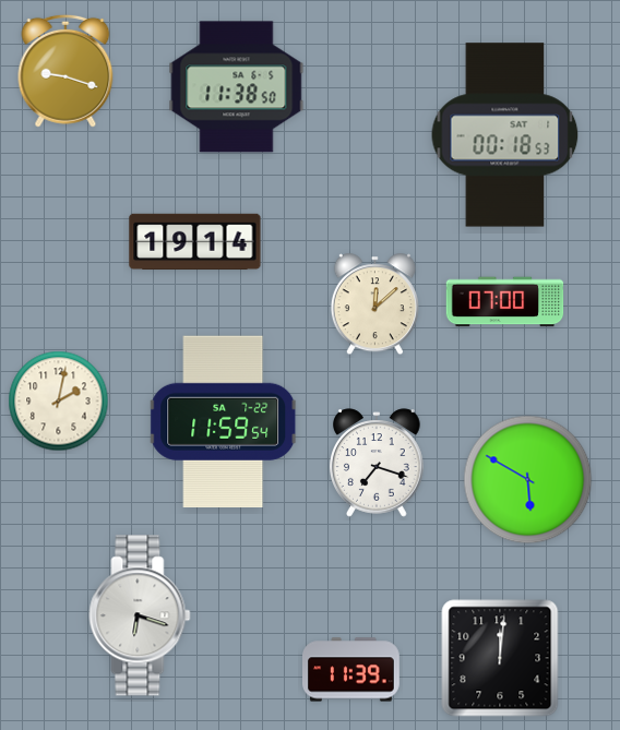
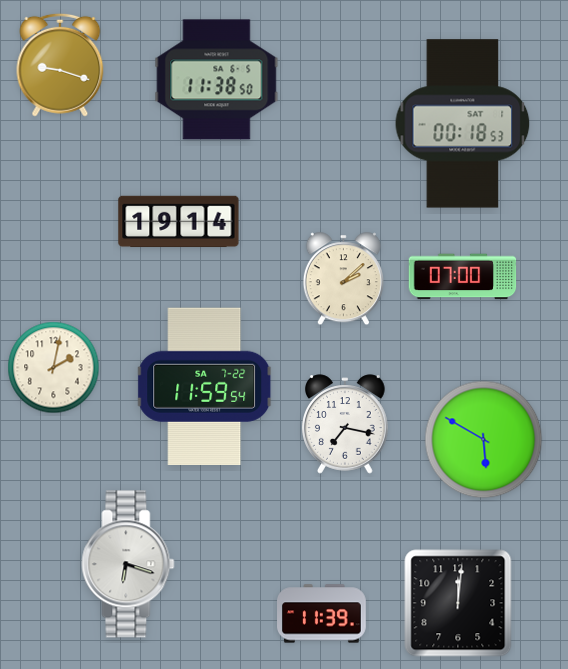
clock at (374, 304): 12:08 -> 2:08
clock at (378, 463): 7:18 -> 7:17
